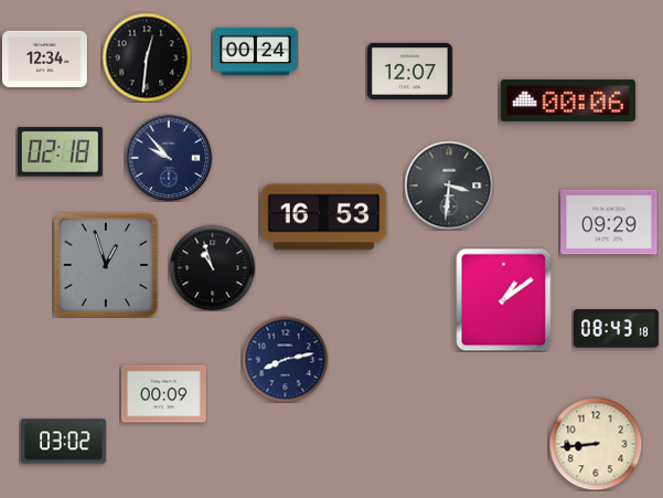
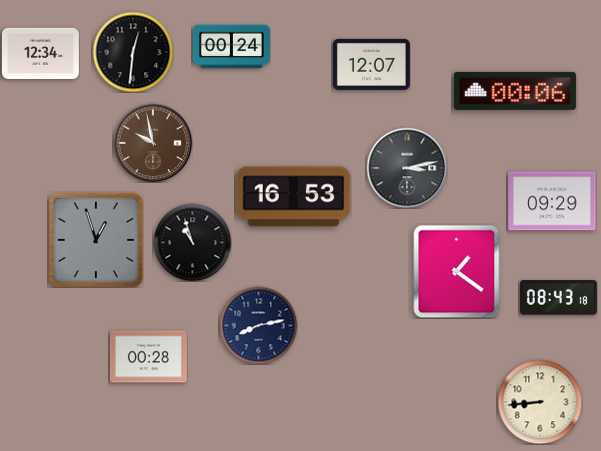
clock at (60, 152): 02:18 -> none
clock at (169, 158): 9:53 -> 9:58
clock at (169, 158) dial: navy -> brown
clock at (449, 186): 3:31 -> 3:13
clock at (504, 299): 1:09 -> 1:21
clock at (163, 394): 00:09 -> 00:28
clock at (63, 442): 03:02 -> none
